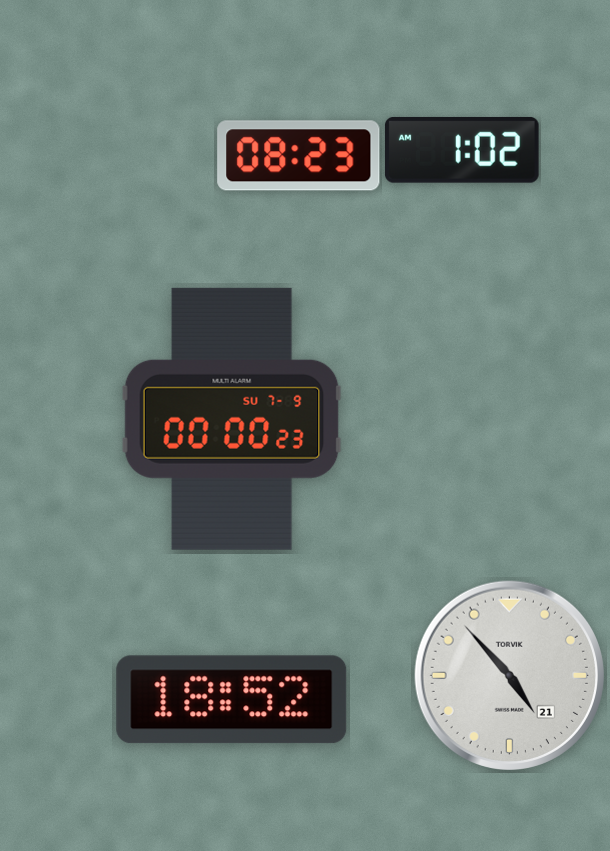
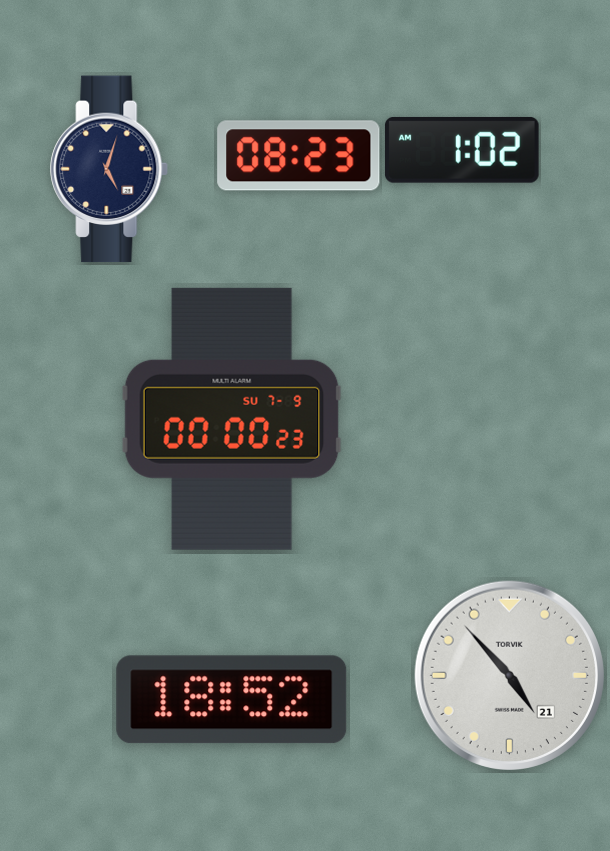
clock at (110, 169): none -> 5:03
